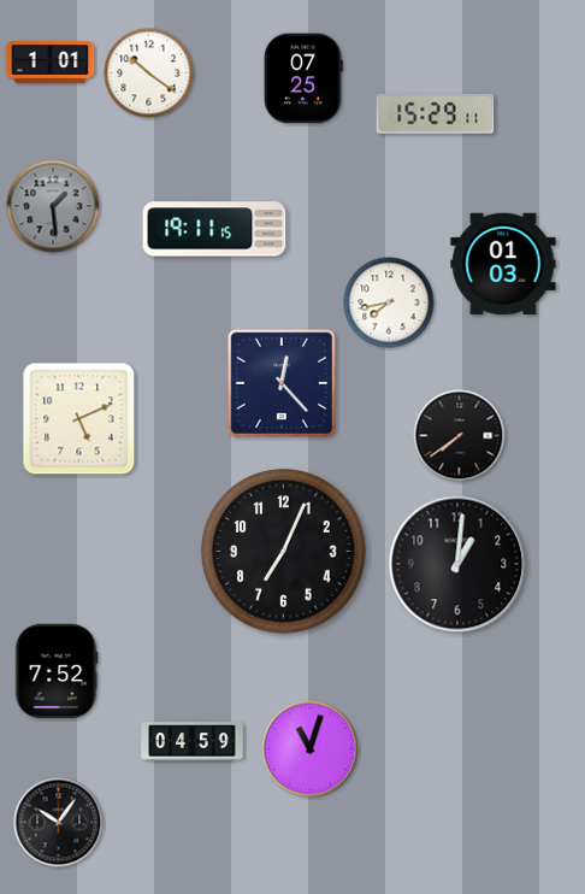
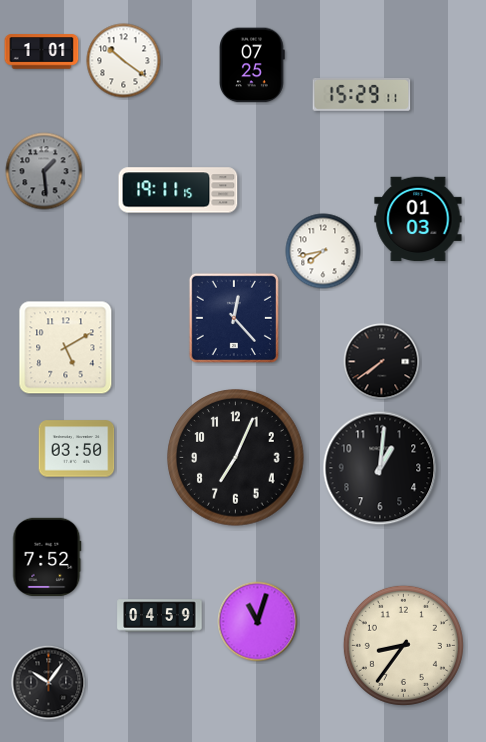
clock at (79, 419): 5:11 -> 5:10
clock at (77, 449): none -> 03:50
clock at (403, 645): none -> 8:36
